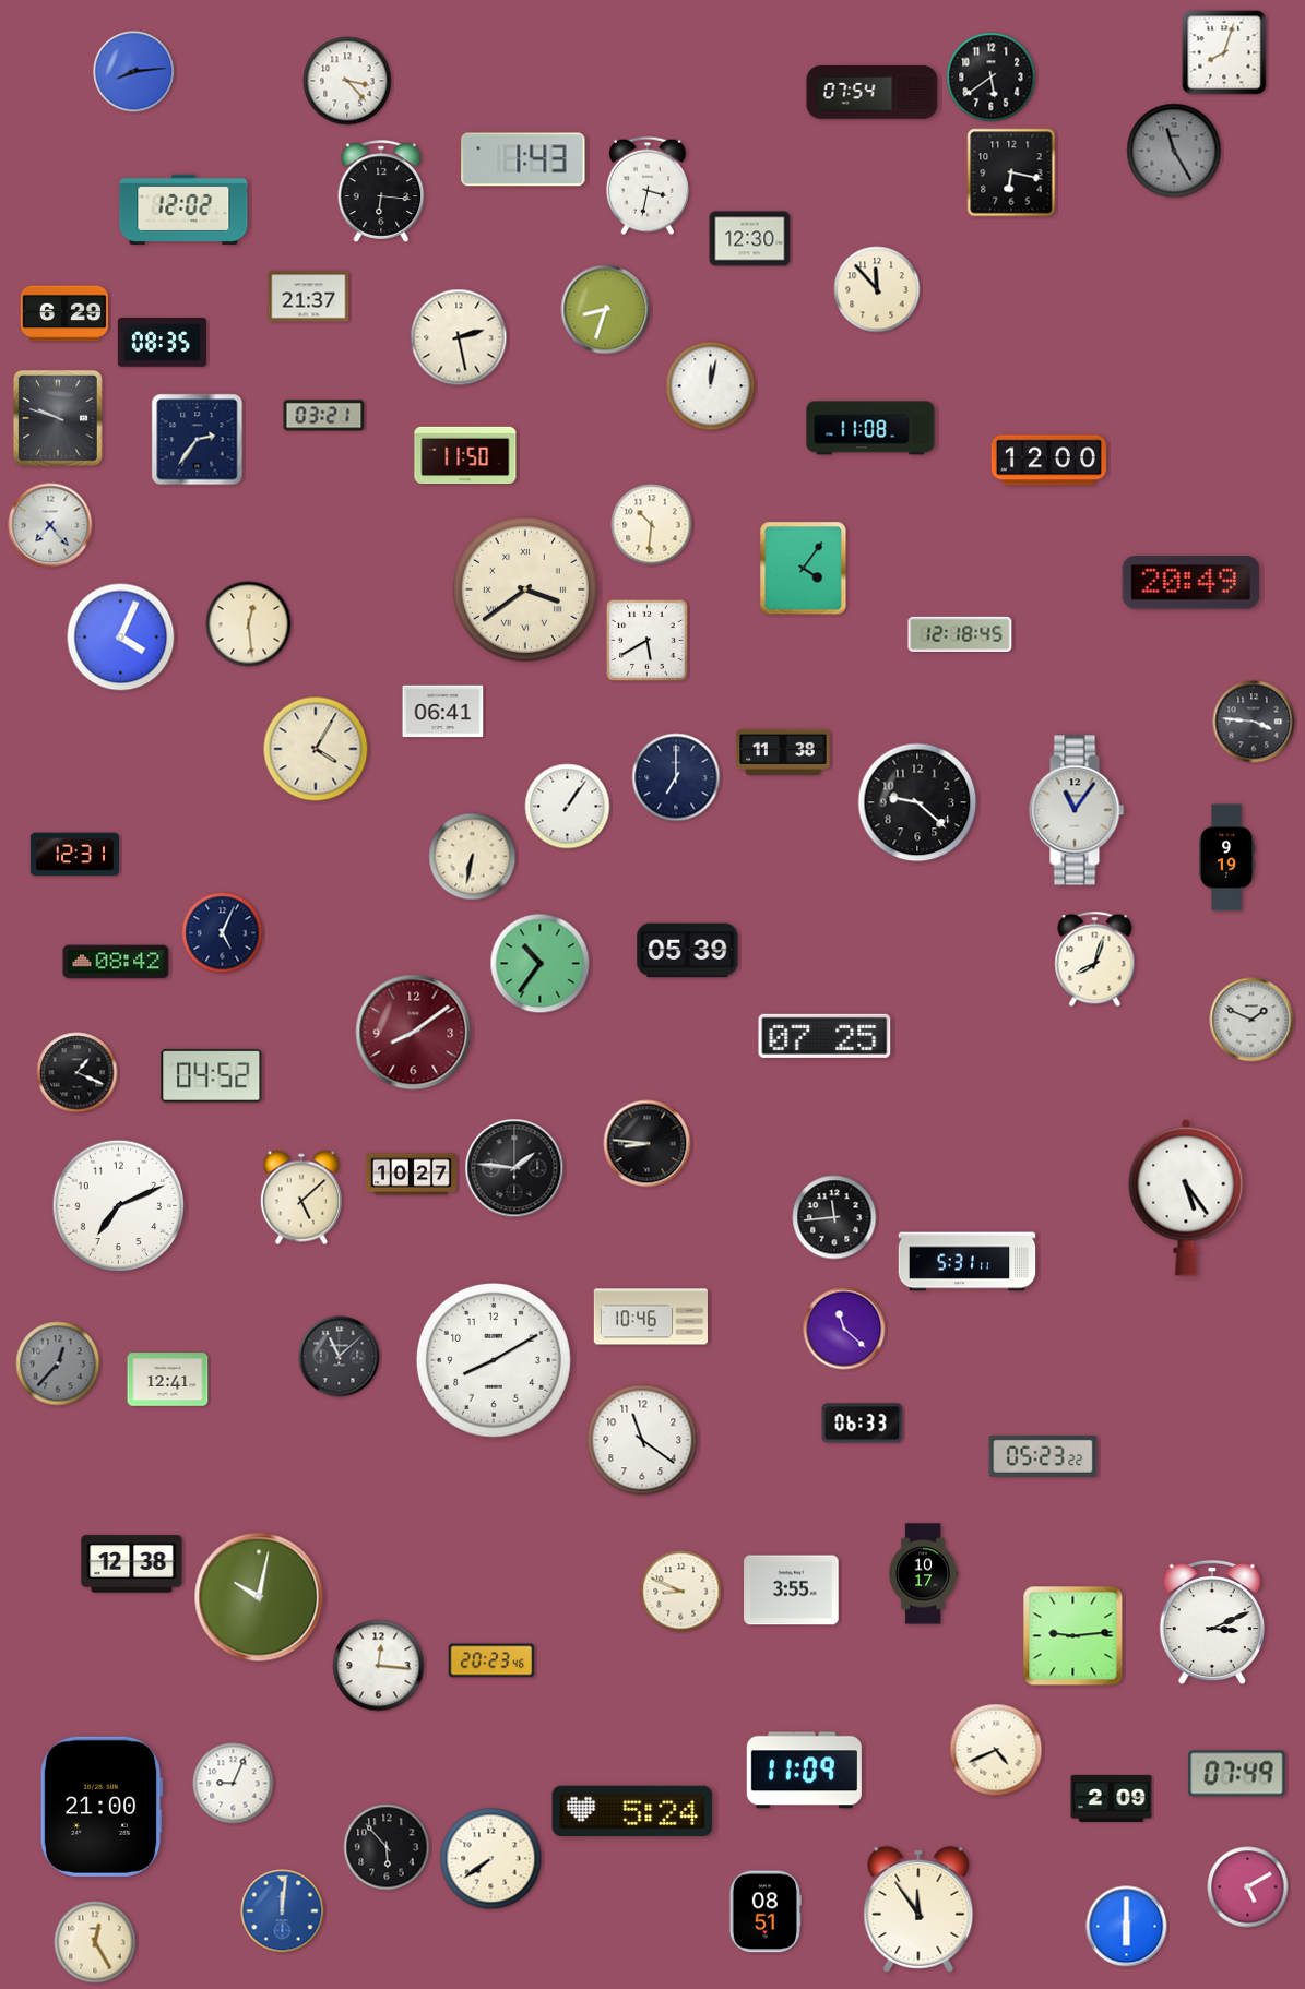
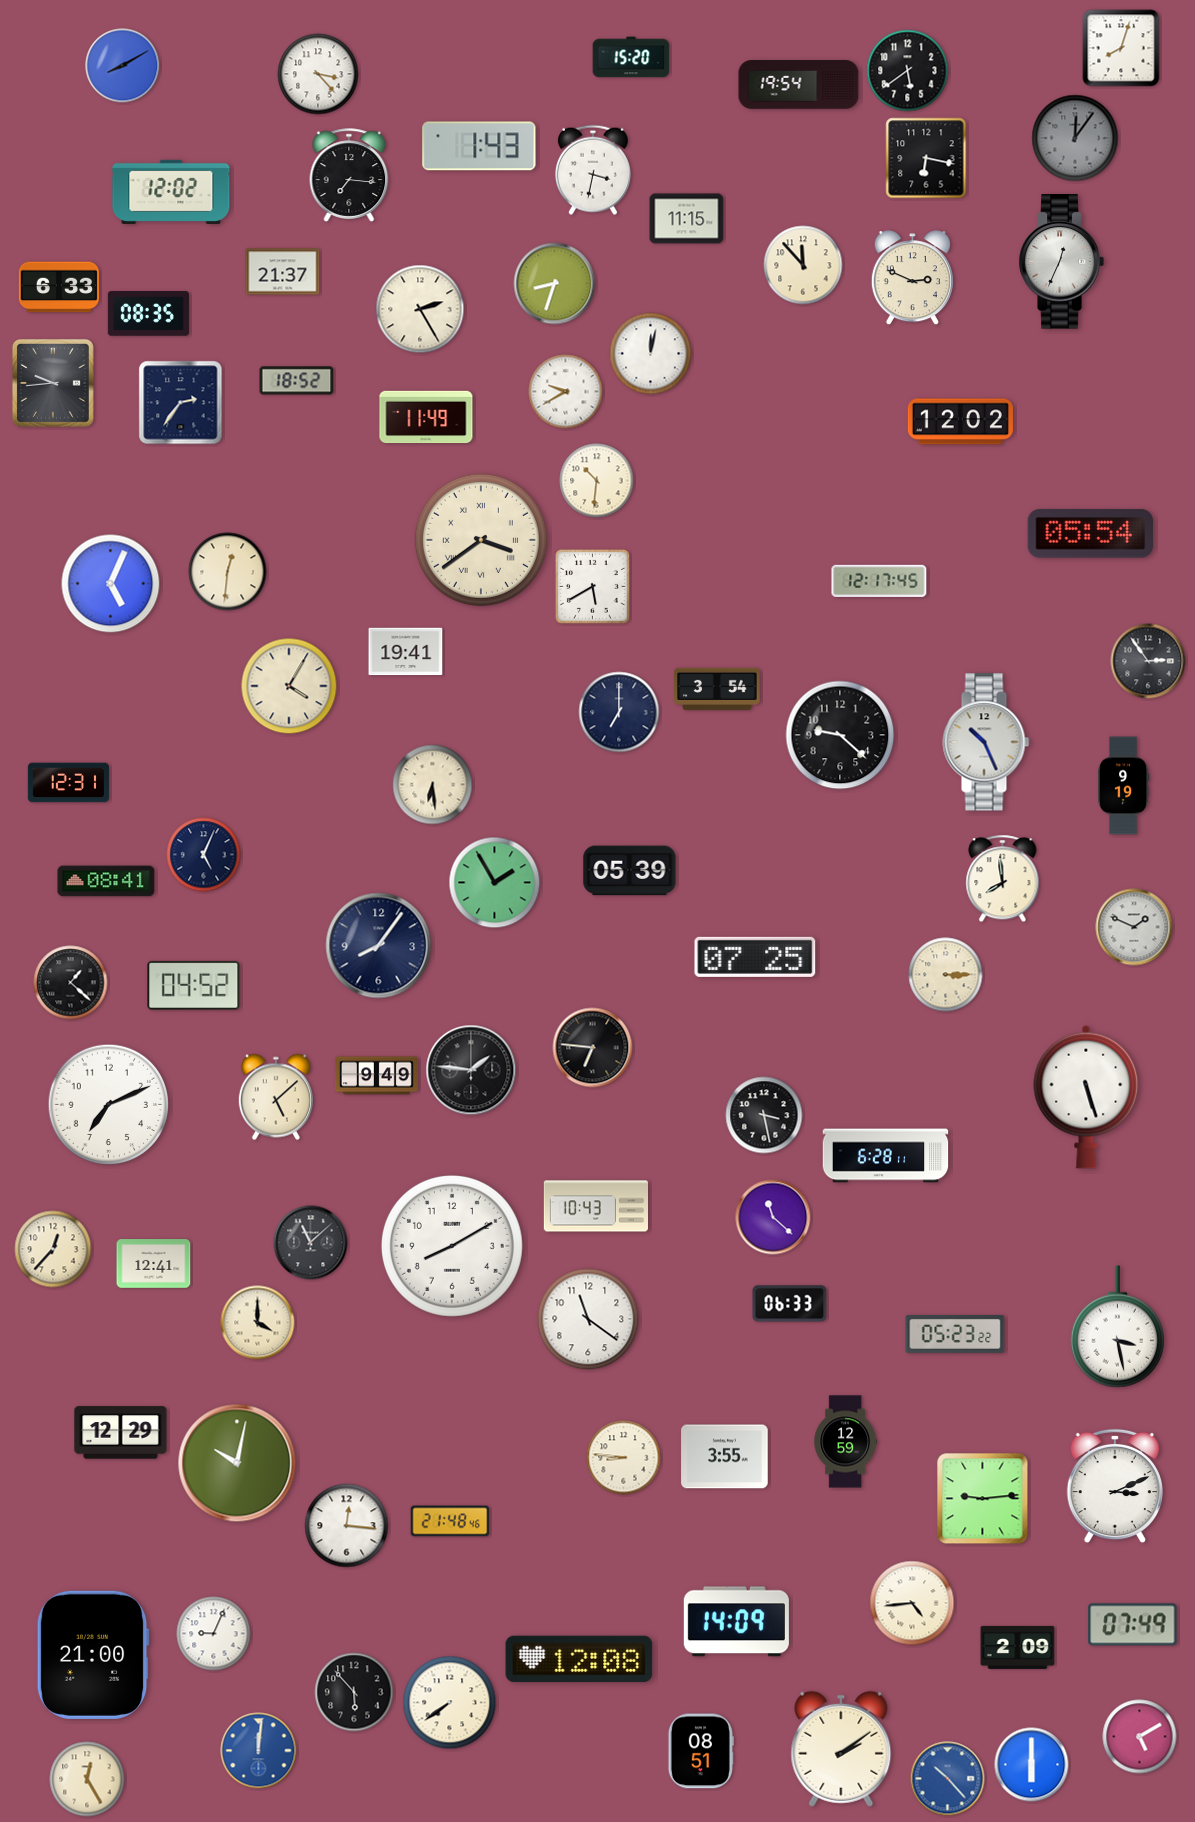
clock at (631, 57): none -> 15:20
clock at (134, 72): 8:14 -> 8:10
clock at (873, 93): 07:54 -> 19:54
clock at (1174, 151): 11:25 -> 12:06
clock at (381, 191): 6:16 -> 7:16
clock at (183, 210) position: (183, 210) -> (171, 192)
clock at (750, 239): 12:30 -> 11:15
clock at (1061, 262): none -> 12:34
clock at (912, 278): none -> 2:49
clock at (63, 313): 6:29 -> 6:33
clock at (459, 337): 2:28 -> 2:25
clock at (324, 416): 03:21 -> 18:52
clock at (58, 418): 9:48 -> 9:44
clock at (566, 392): none -> 9:40
clock at (870, 428): 11:08 -> none
clock at (465, 455): 11:50 -> 11:49
clock at (1048, 461): 12:00 -> 12:02
clock at (50, 525): 7:23 -> none
clock at (804, 569): 4:06 -> none
clock at (1191, 583): 20:49 -> 05:54
clock at (249, 624): 12:29 -> 12:31
clock at (960, 634): 12:18 -> 12:17
clock at (121, 638): 4:04 -> 5:04
clock at (443, 712): 06:41 -> 19:41
clock at (1254, 722): 3:46 -> 2:54
clock at (783, 751): 11:38 -> 3:54
clock at (568, 807): 1:06 -> none
clock at (1077, 810): 11:06 -> 10:26
clock at (473, 857): 6:32 -> 6:29
clock at (1095, 960): 8:03 -> 7:59
clock at (116, 962): 08:42 -> 08:41
clock at (541, 964): 10:36 -> 1:55
clock at (1251, 1020) position: (1251, 1020) -> (1134, 927)
clock at (414, 1033): 8:09 -> 8:06
clock at (414, 1033) dial: burgundy -> navy
clock at (824, 1036) position: (824, 1036) -> (755, 957)
clock at (946, 975): none -> 3:15
clock at (78, 1073): 1:19 -> 1:22
clock at (648, 1144): 8:46 -> 6:46
clock at (411, 1175): 10:27 -> 9:49
clock at (1186, 1198): 5:24 -> 5:27
clock at (834, 1217): 11:44 -> 3:28
clock at (968, 1262): 5:31 -> 6:28
clock at (650, 1317): 10:46 -> 10:43
clock at (58, 1363) dial: grey -> cream
clock at (258, 1323): none -> 4:00
clock at (1117, 1327): none -> 3:28
clock at (132, 1564): 12:38 -> 12:29
clock at (923, 1574): 10:17 -> 12:59
clock at (681, 1592): 8:49 -> 8:46
clock at (1211, 1622) position: (1211, 1622) -> (1114, 1486)
clock at (491, 1660): 20:23 -> 21:48
clock at (996, 1750): 4:41 -> 4:44
clock at (804, 1771): 11:09 -> 14:09
clock at (632, 1811): 5:24 -> 12:08
clock at (1248, 1887) position: (1248, 1887) -> (1140, 1737)
clock at (918, 1909): 11:54 -> 2:09
clock at (948, 1779): none -> 10:23
